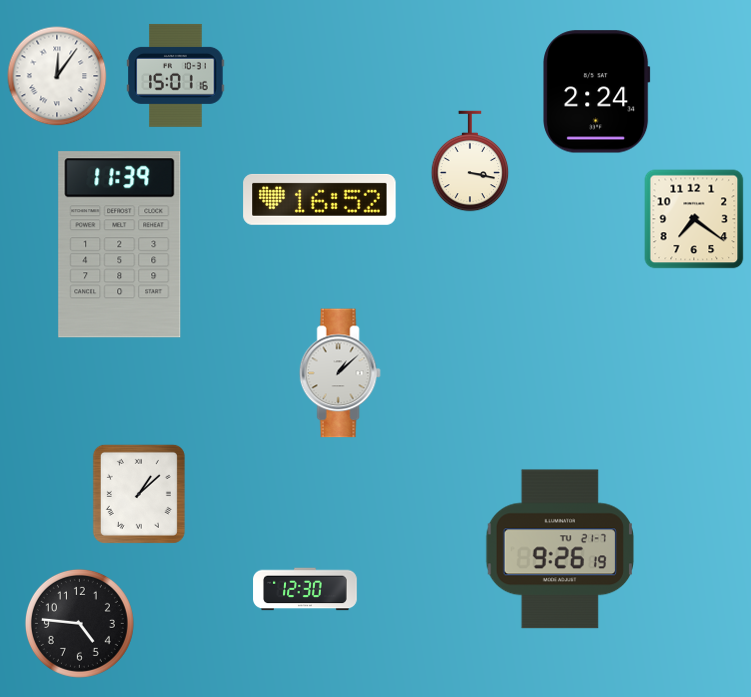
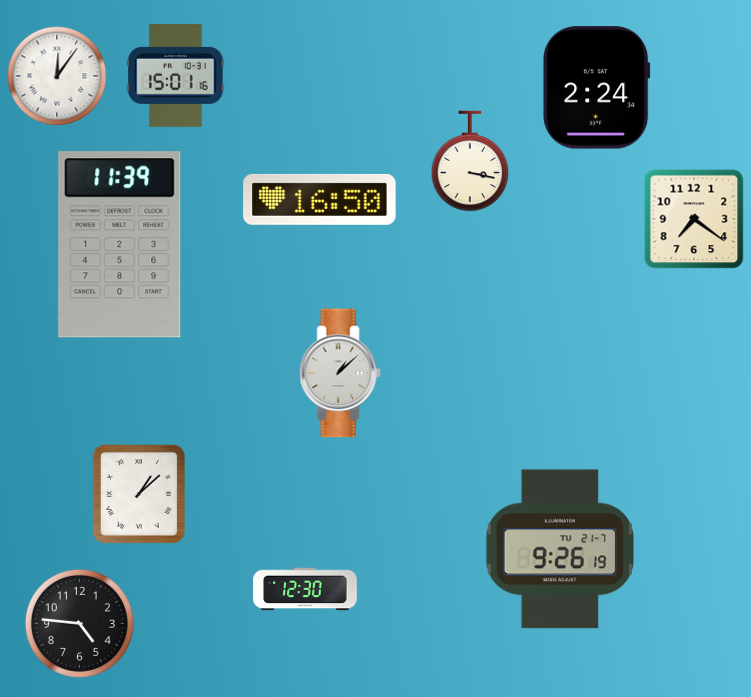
clock at (597, 92) position: (597, 92) -> (597, 88)
clock at (320, 199): 16:52 -> 16:50
